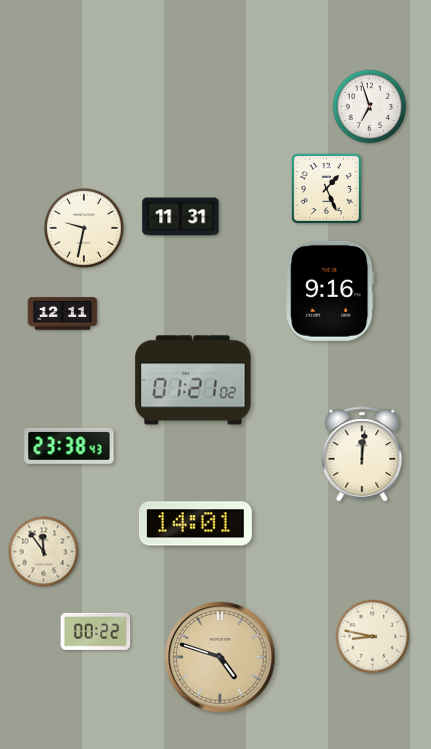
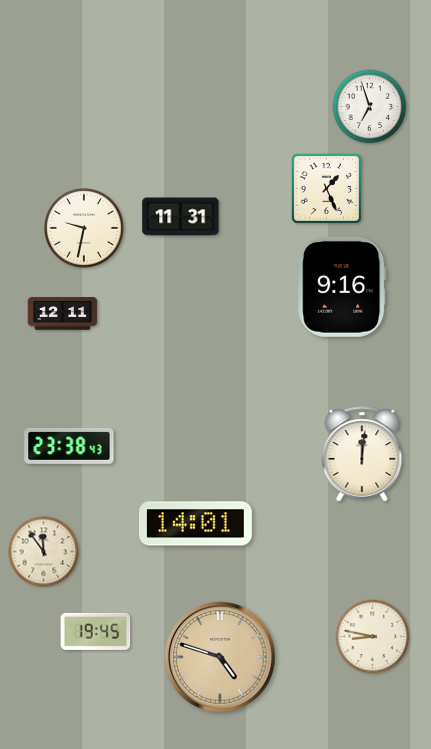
clock at (330, 291) position: (330, 291) -> (342, 287)
clock at (193, 380): 01:21 -> none
clock at (96, 631): 00:22 -> 19:45
